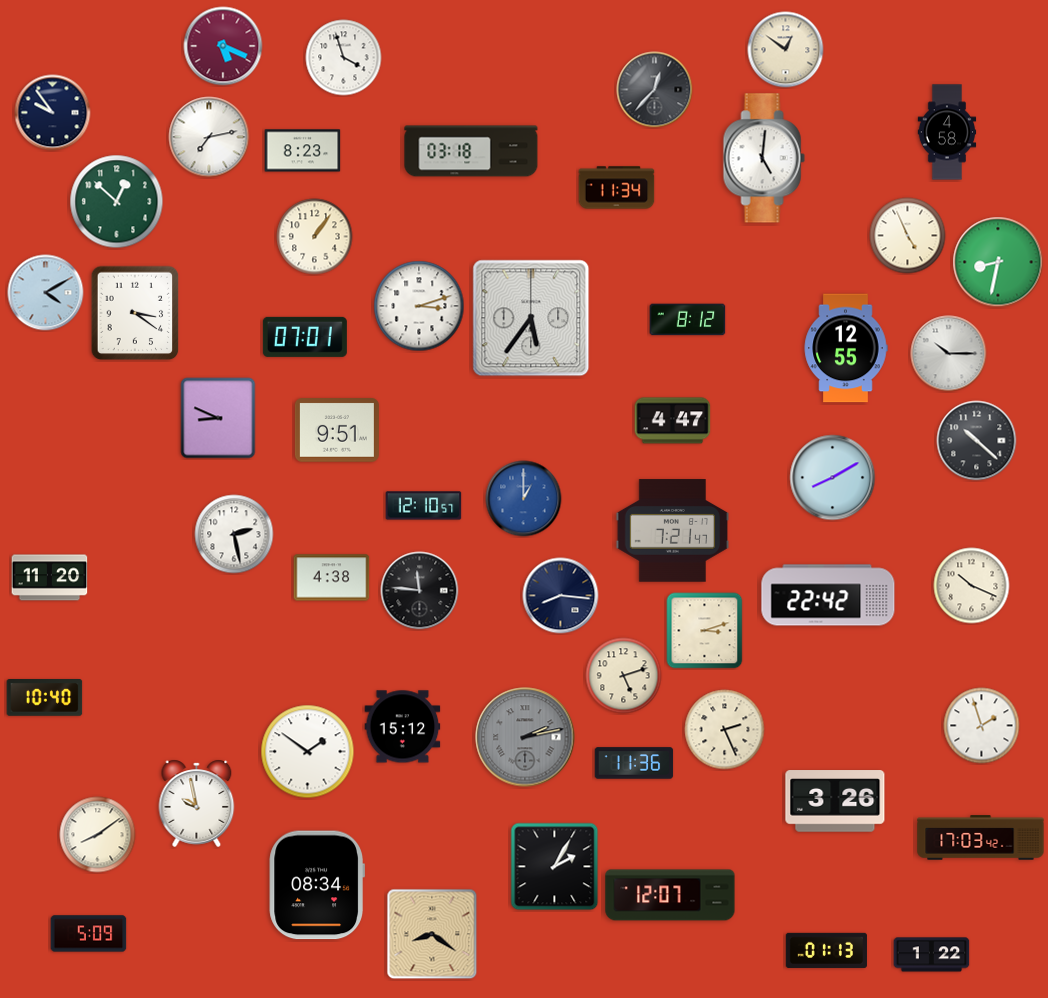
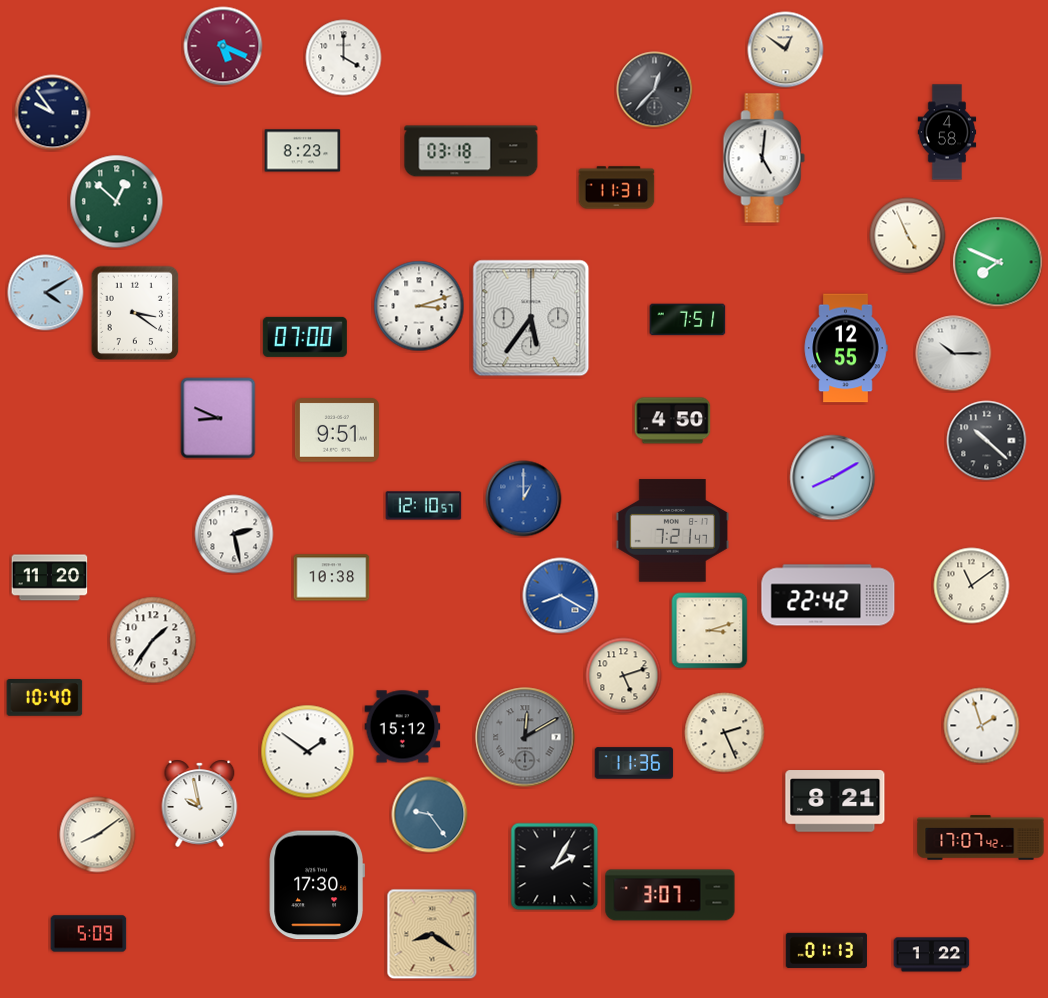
clock at (344, 58): 3:57 -> 4:00
clock at (209, 137): 7:13 -> none
clock at (617, 188): 11:34 -> 11:31
clock at (315, 237): 1:06 -> none
clock at (998, 262): 8:32 -> 7:49
clock at (688, 320): 8:12 -> 7:51
clock at (305, 337): 07:01 -> 07:00
clock at (949, 354) position: (949, 354) -> (954, 354)
clock at (673, 421): 4:47 -> 4:50
clock at (977, 441) position: (977, 441) -> (987, 441)
clock at (332, 578): 4:38 -> 10:38
clock at (972, 586): 10:19 -> 11:09
clock at (420, 591): 11:46 -> none
clock at (561, 596): 8:16 -> 8:20
clock at (561, 596) dial: navy -> blue
clock at (705, 631) position: (705, 631) -> (710, 631)
clock at (153, 640): none -> 1:36
clock at (725, 730) position: (725, 730) -> (725, 733)
clock at (525, 737): 2:13 -> 12:10
clock at (835, 801): 3:26 -> 8:21
clock at (197, 803) position: (197, 803) -> (200, 803)
clock at (430, 815): none -> 9:24
clock at (981, 838): 17:03 -> 17:07
clock at (316, 885): 08:34 -> 17:30
clock at (670, 895): 12:07 -> 3:07
